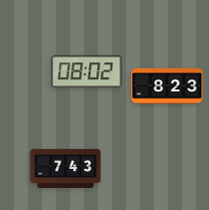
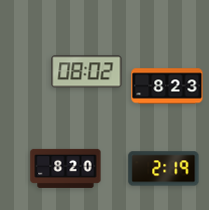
clock at (66, 168): 7:43 -> 8:20
clock at (164, 169): none -> 2:19
